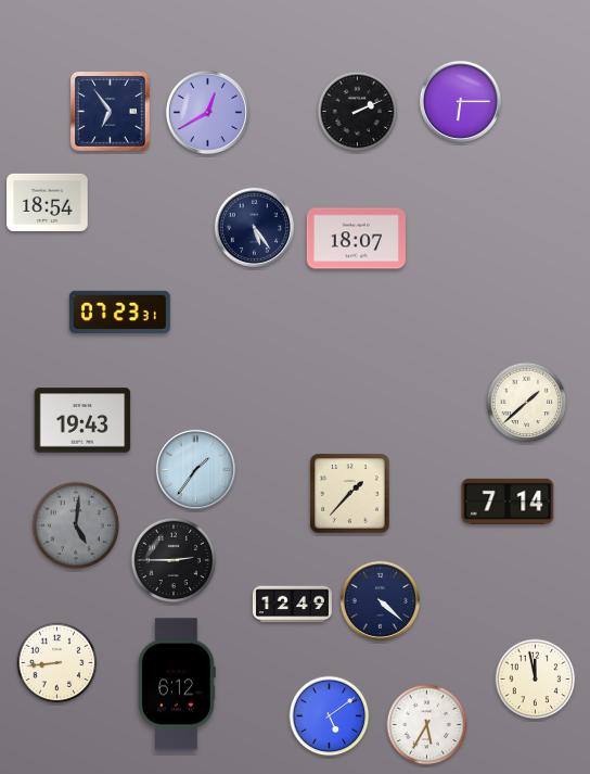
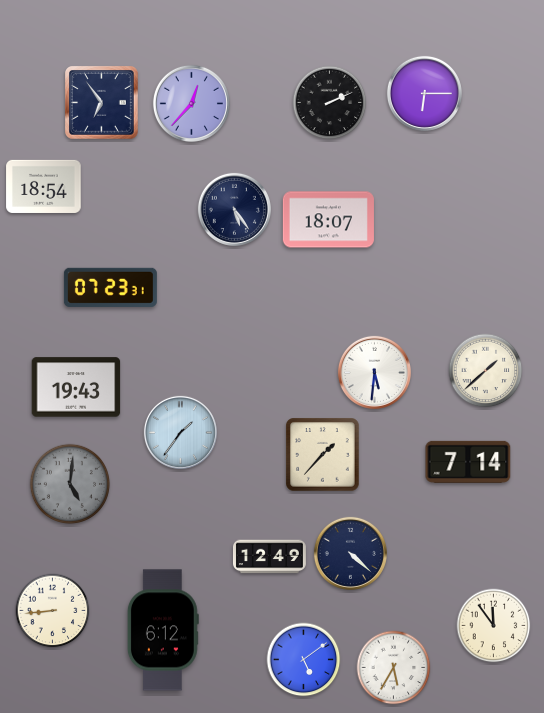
clock at (207, 112): 12:40 -> 12:37
clock at (374, 372): none -> 5:31
clock at (174, 560): 2:45 -> none
clock at (536, 680): 11:58 -> 11:54
